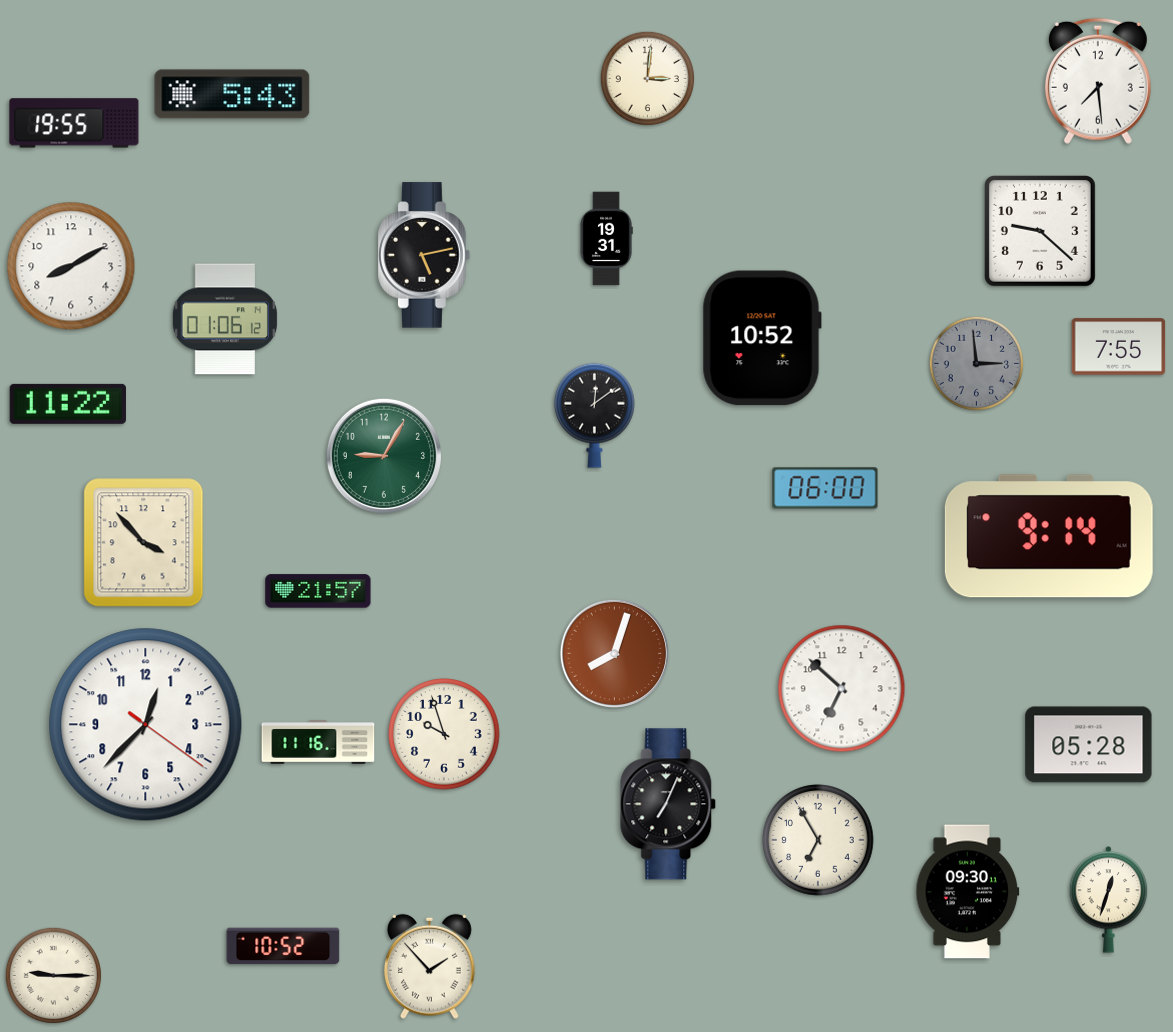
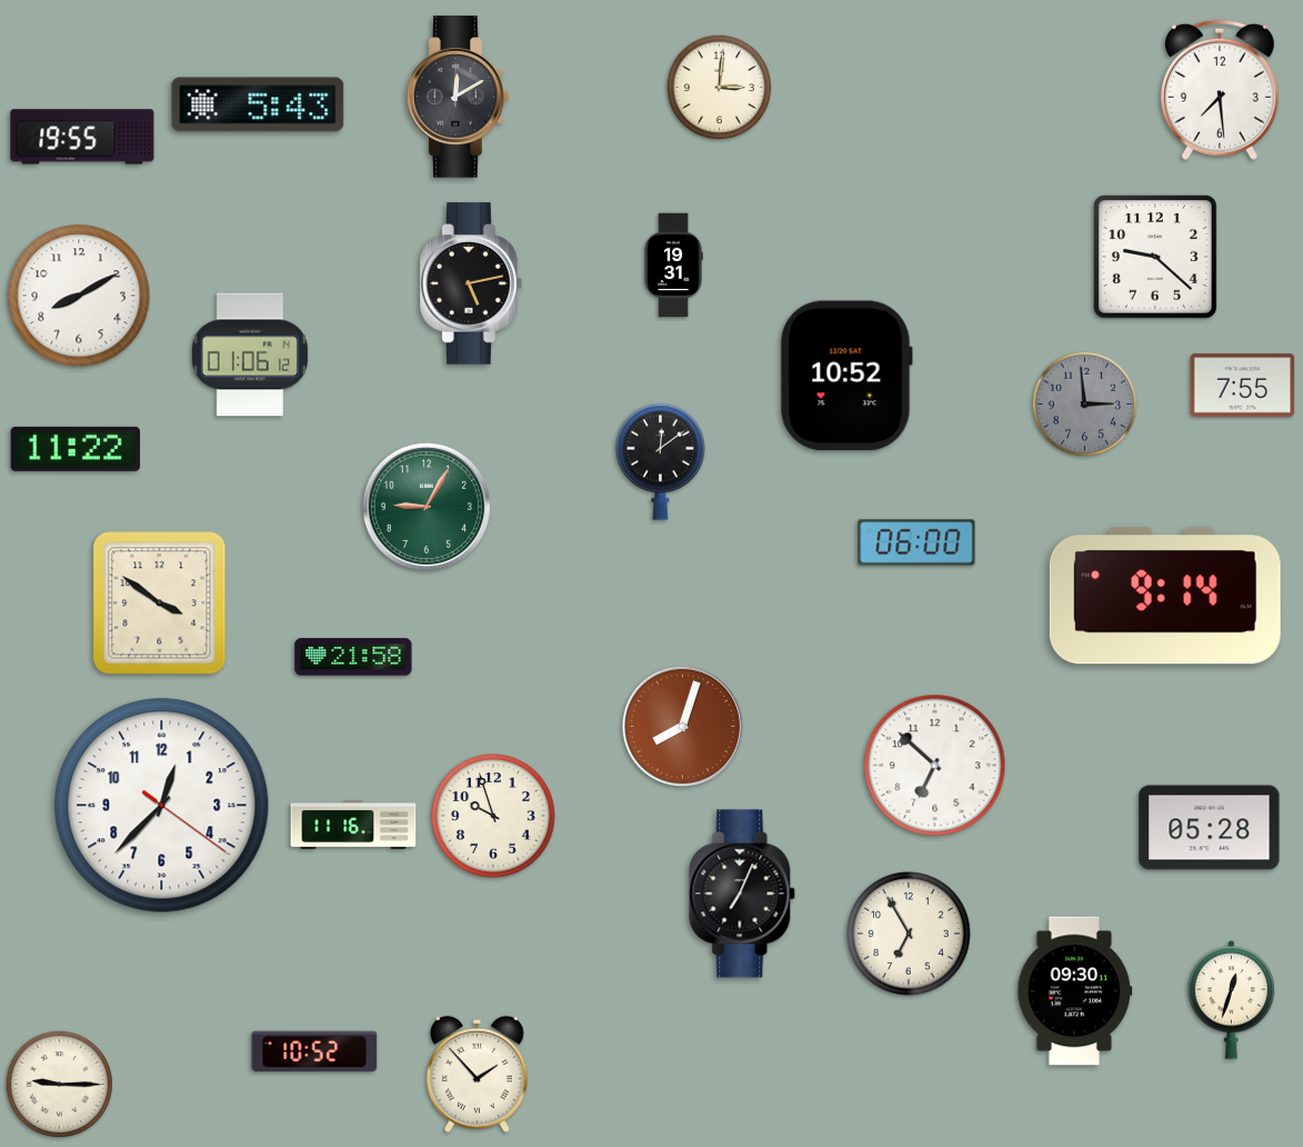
clock at (459, 97): none -> 12:10
clock at (144, 543): 3:53 -> 3:51
clock at (318, 591): 21:57 -> 21:58
